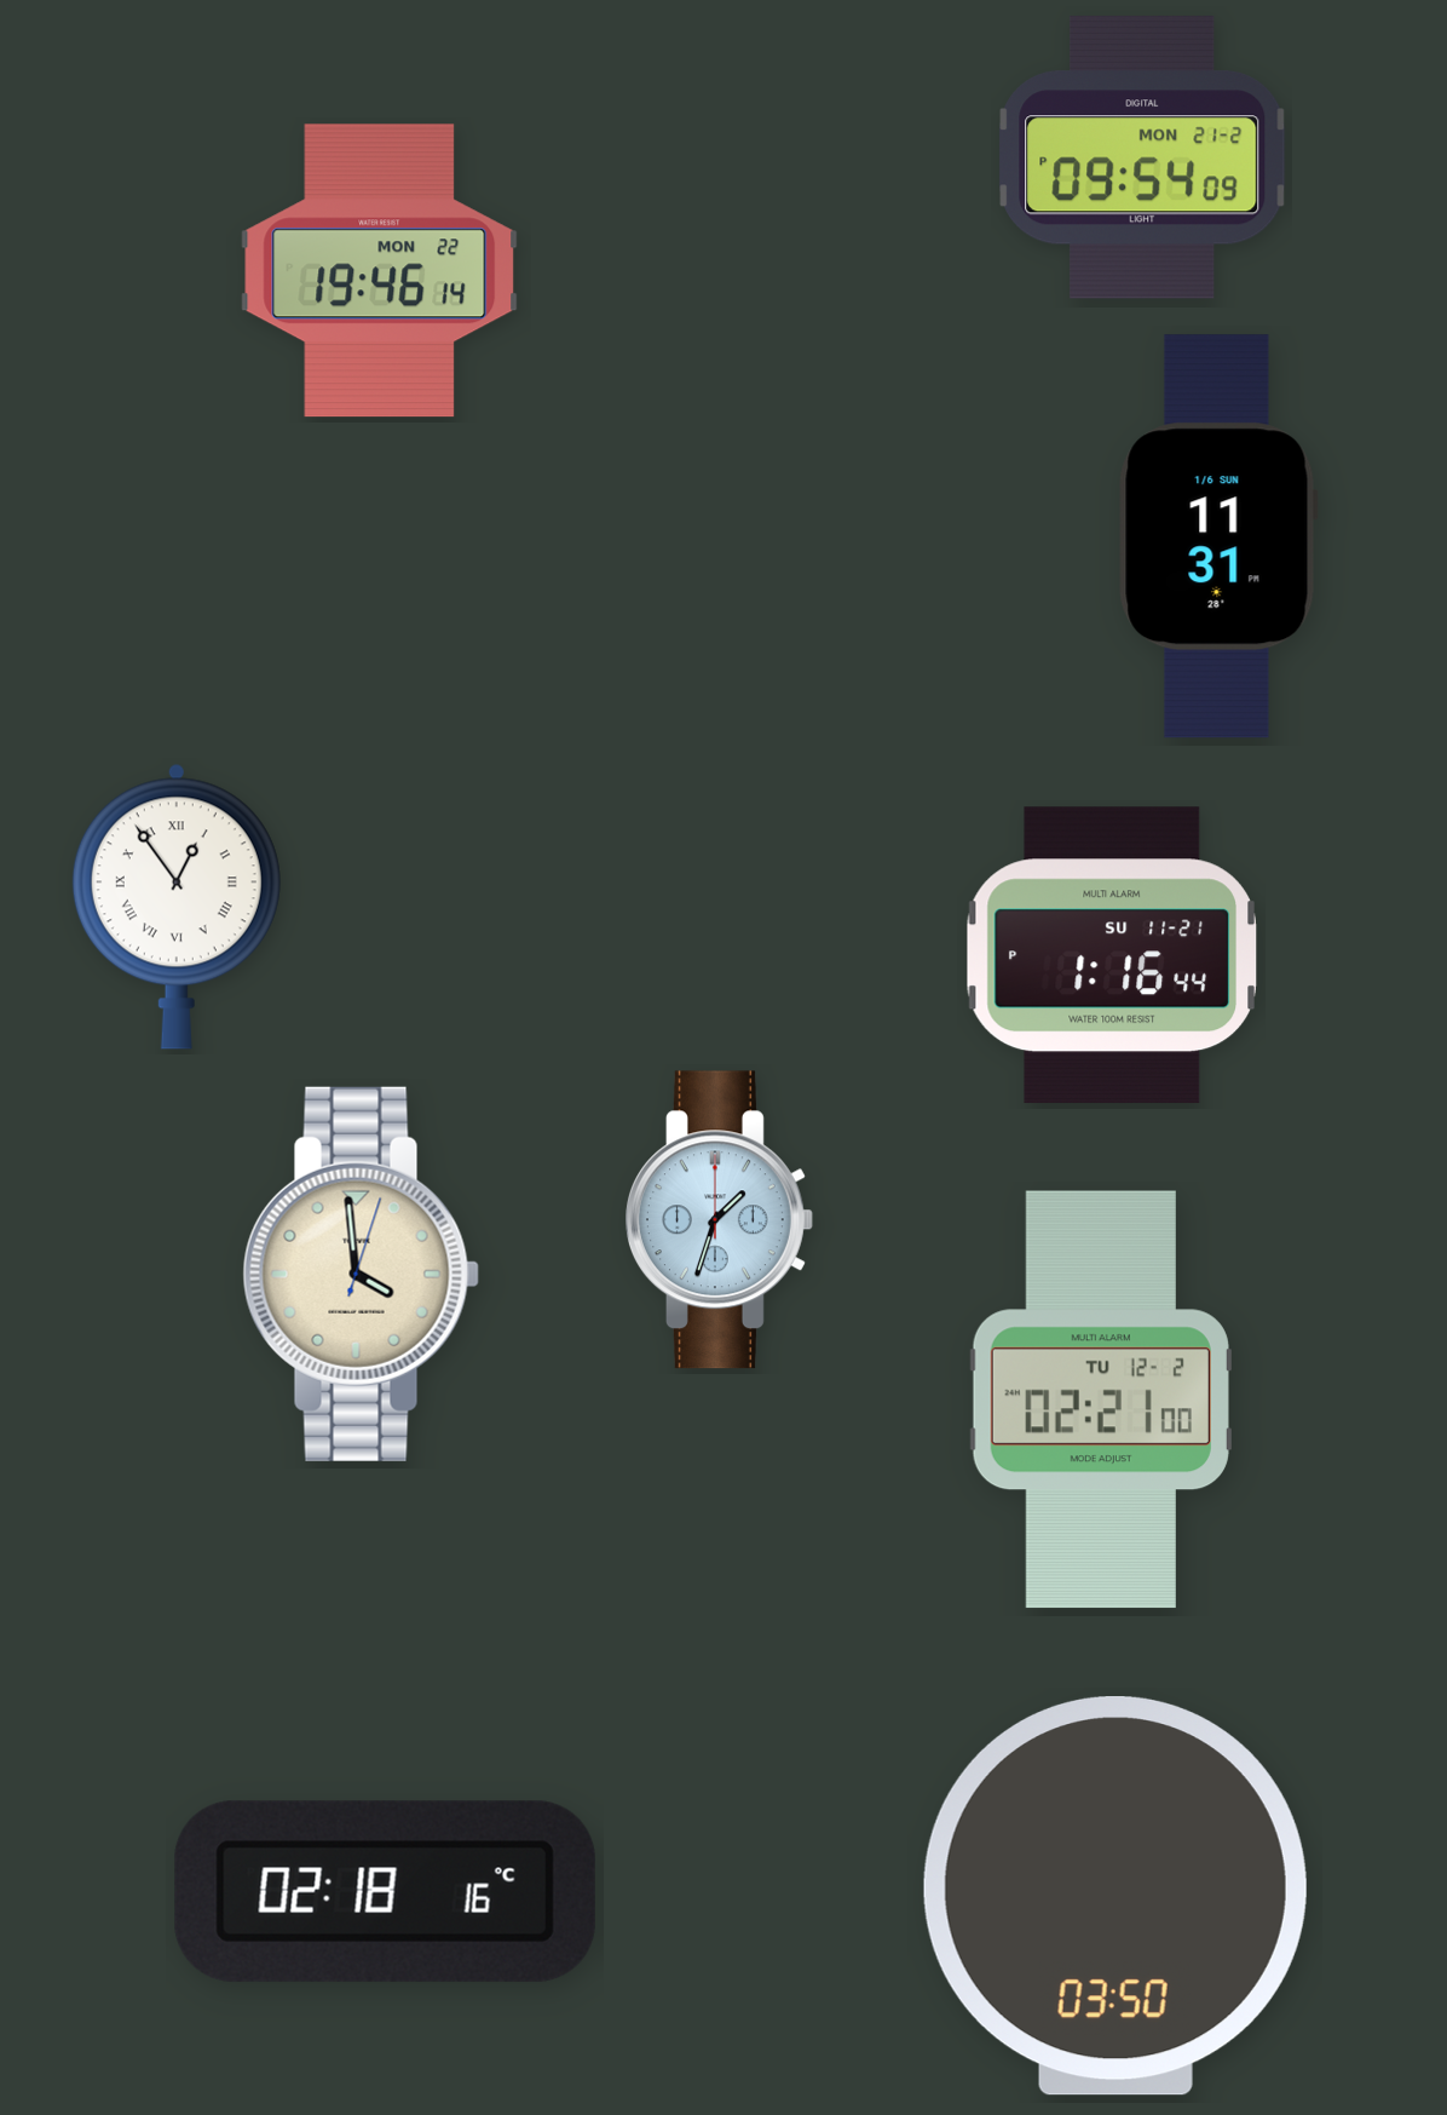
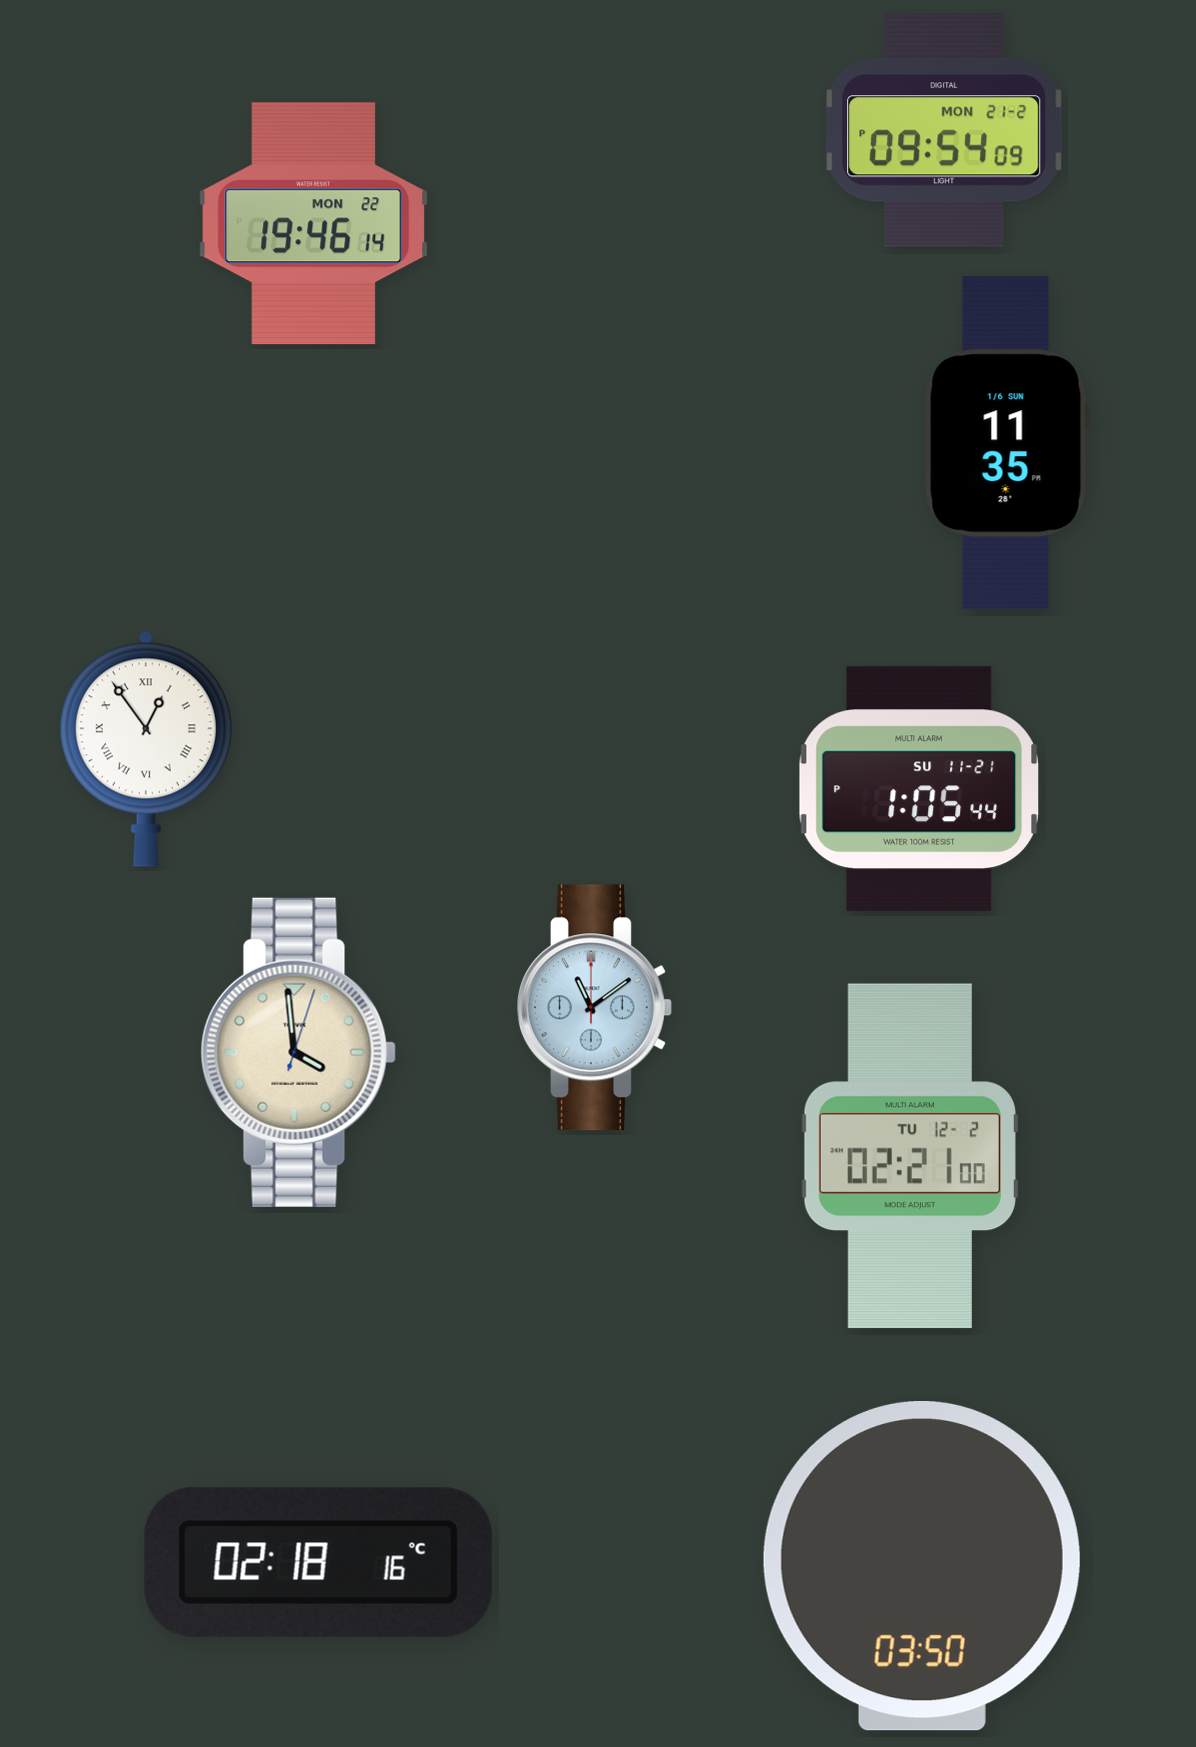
clock at (1218, 536): 11:31 -> 11:35
clock at (1112, 955): 1:16 -> 1:05
clock at (720, 1220): 1:33 -> 11:09
